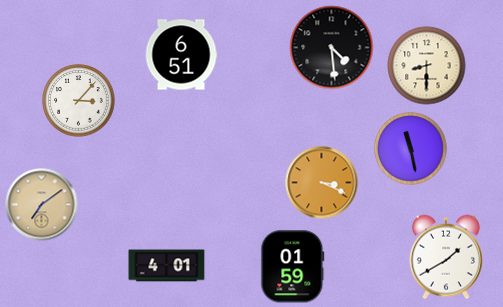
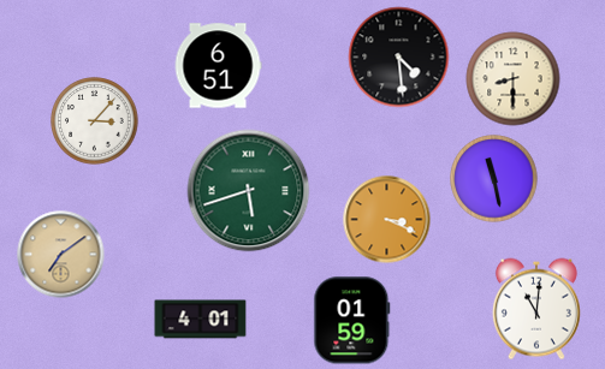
clock at (249, 191): none -> 5:42
clock at (42, 205) position: (42, 205) -> (61, 255)
clock at (446, 257): 1:40 -> 11:01
